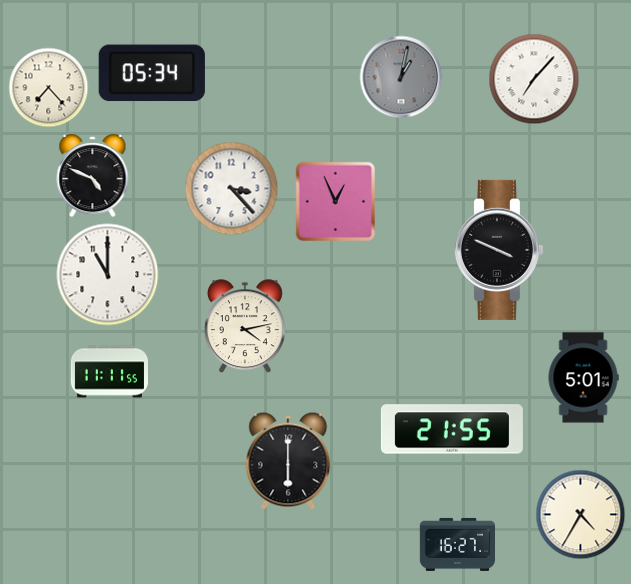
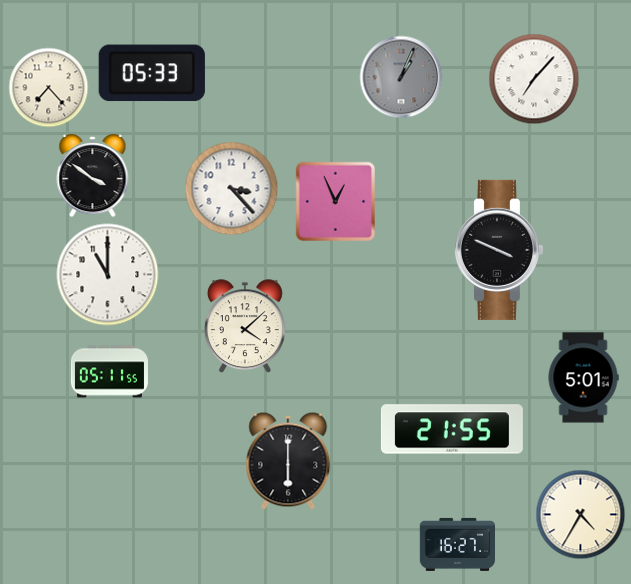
clock at (152, 73): 05:34 -> 05:33
clock at (401, 77): 1:02 -> 1:04
clock at (93, 177): 4:49 -> 3:51
clock at (245, 327): 4:13 -> 4:08
clock at (109, 372): 11:11 -> 05:11
